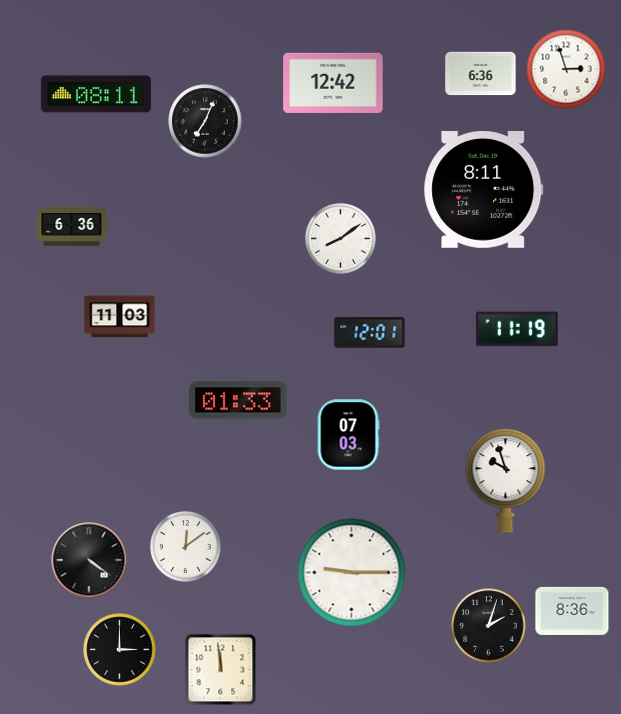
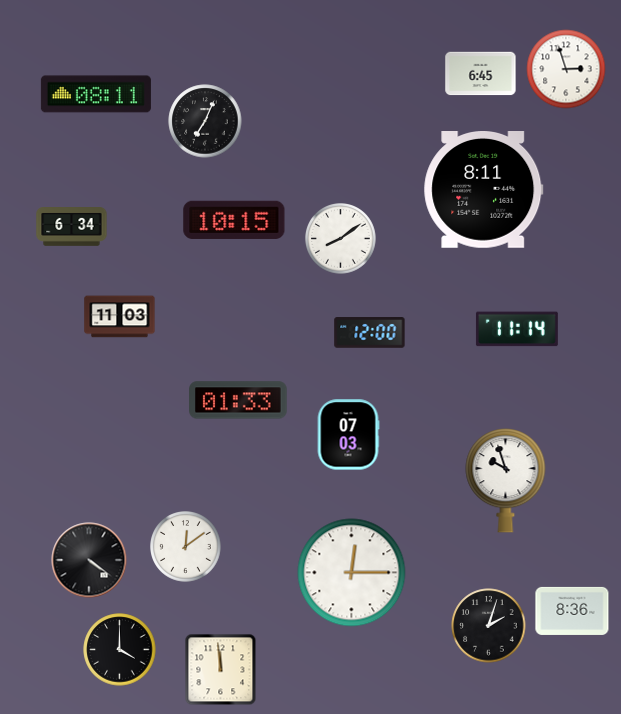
clock at (481, 74): 6:36 -> 6:45
clock at (333, 83): 12:42 -> none
clock at (234, 220): none -> 10:15
clock at (72, 227): 6:36 -> 6:34
clock at (517, 329): 11:19 -> 11:14
clock at (370, 333): 12:01 -> 12:00
clock at (352, 573): 9:15 -> 12:15
clock at (120, 650): 3:00 -> 4:00
